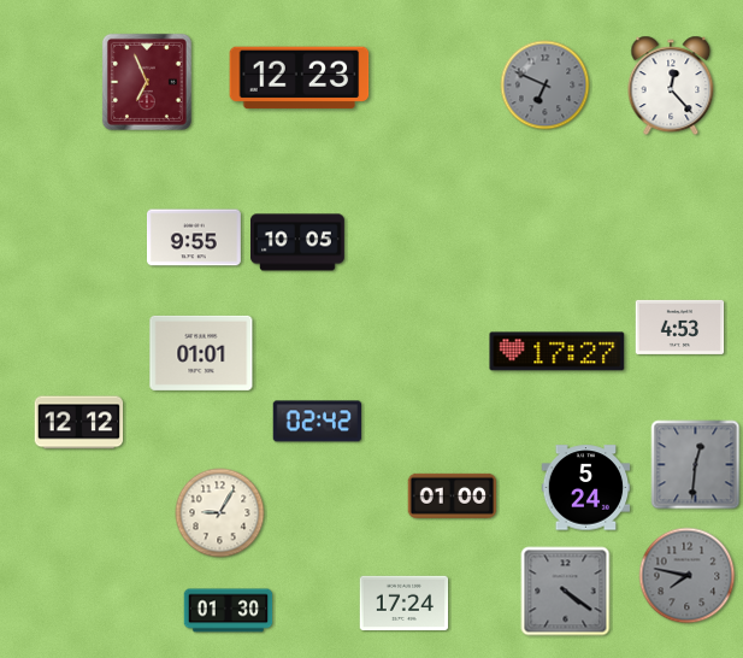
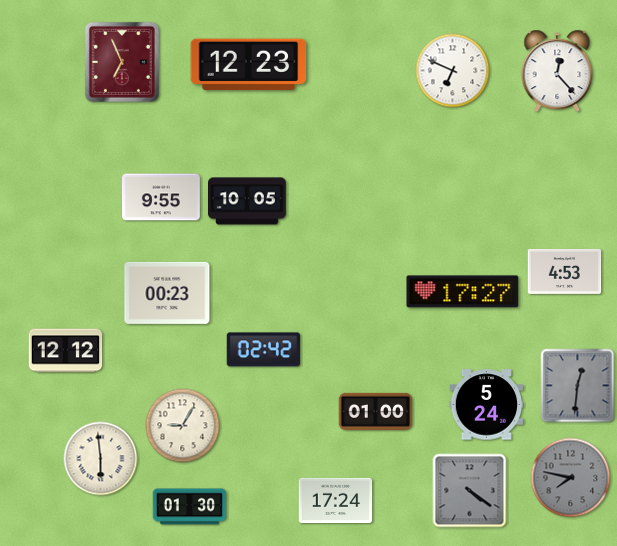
clock at (147, 82) position: (147, 82) -> (122, 62)
clock at (546, 86) dial: grey -> white
clock at (201, 353): 01:01 -> 00:23
clock at (101, 459): none -> 5:59
